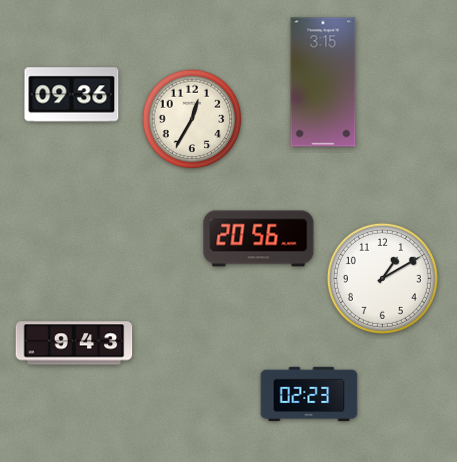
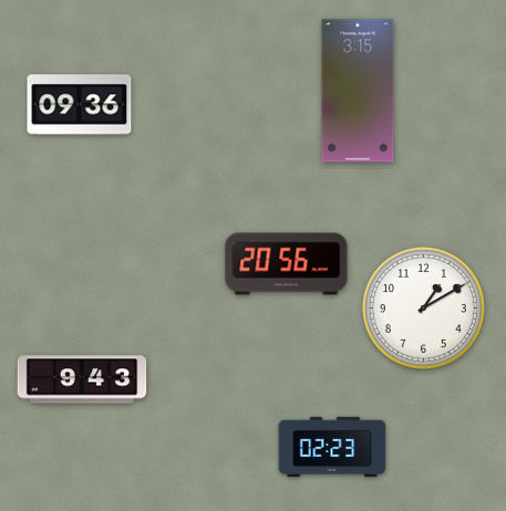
clock at (192, 119): 12:35 -> none
clock at (309, 394) position: (309, 394) -> (332, 447)
